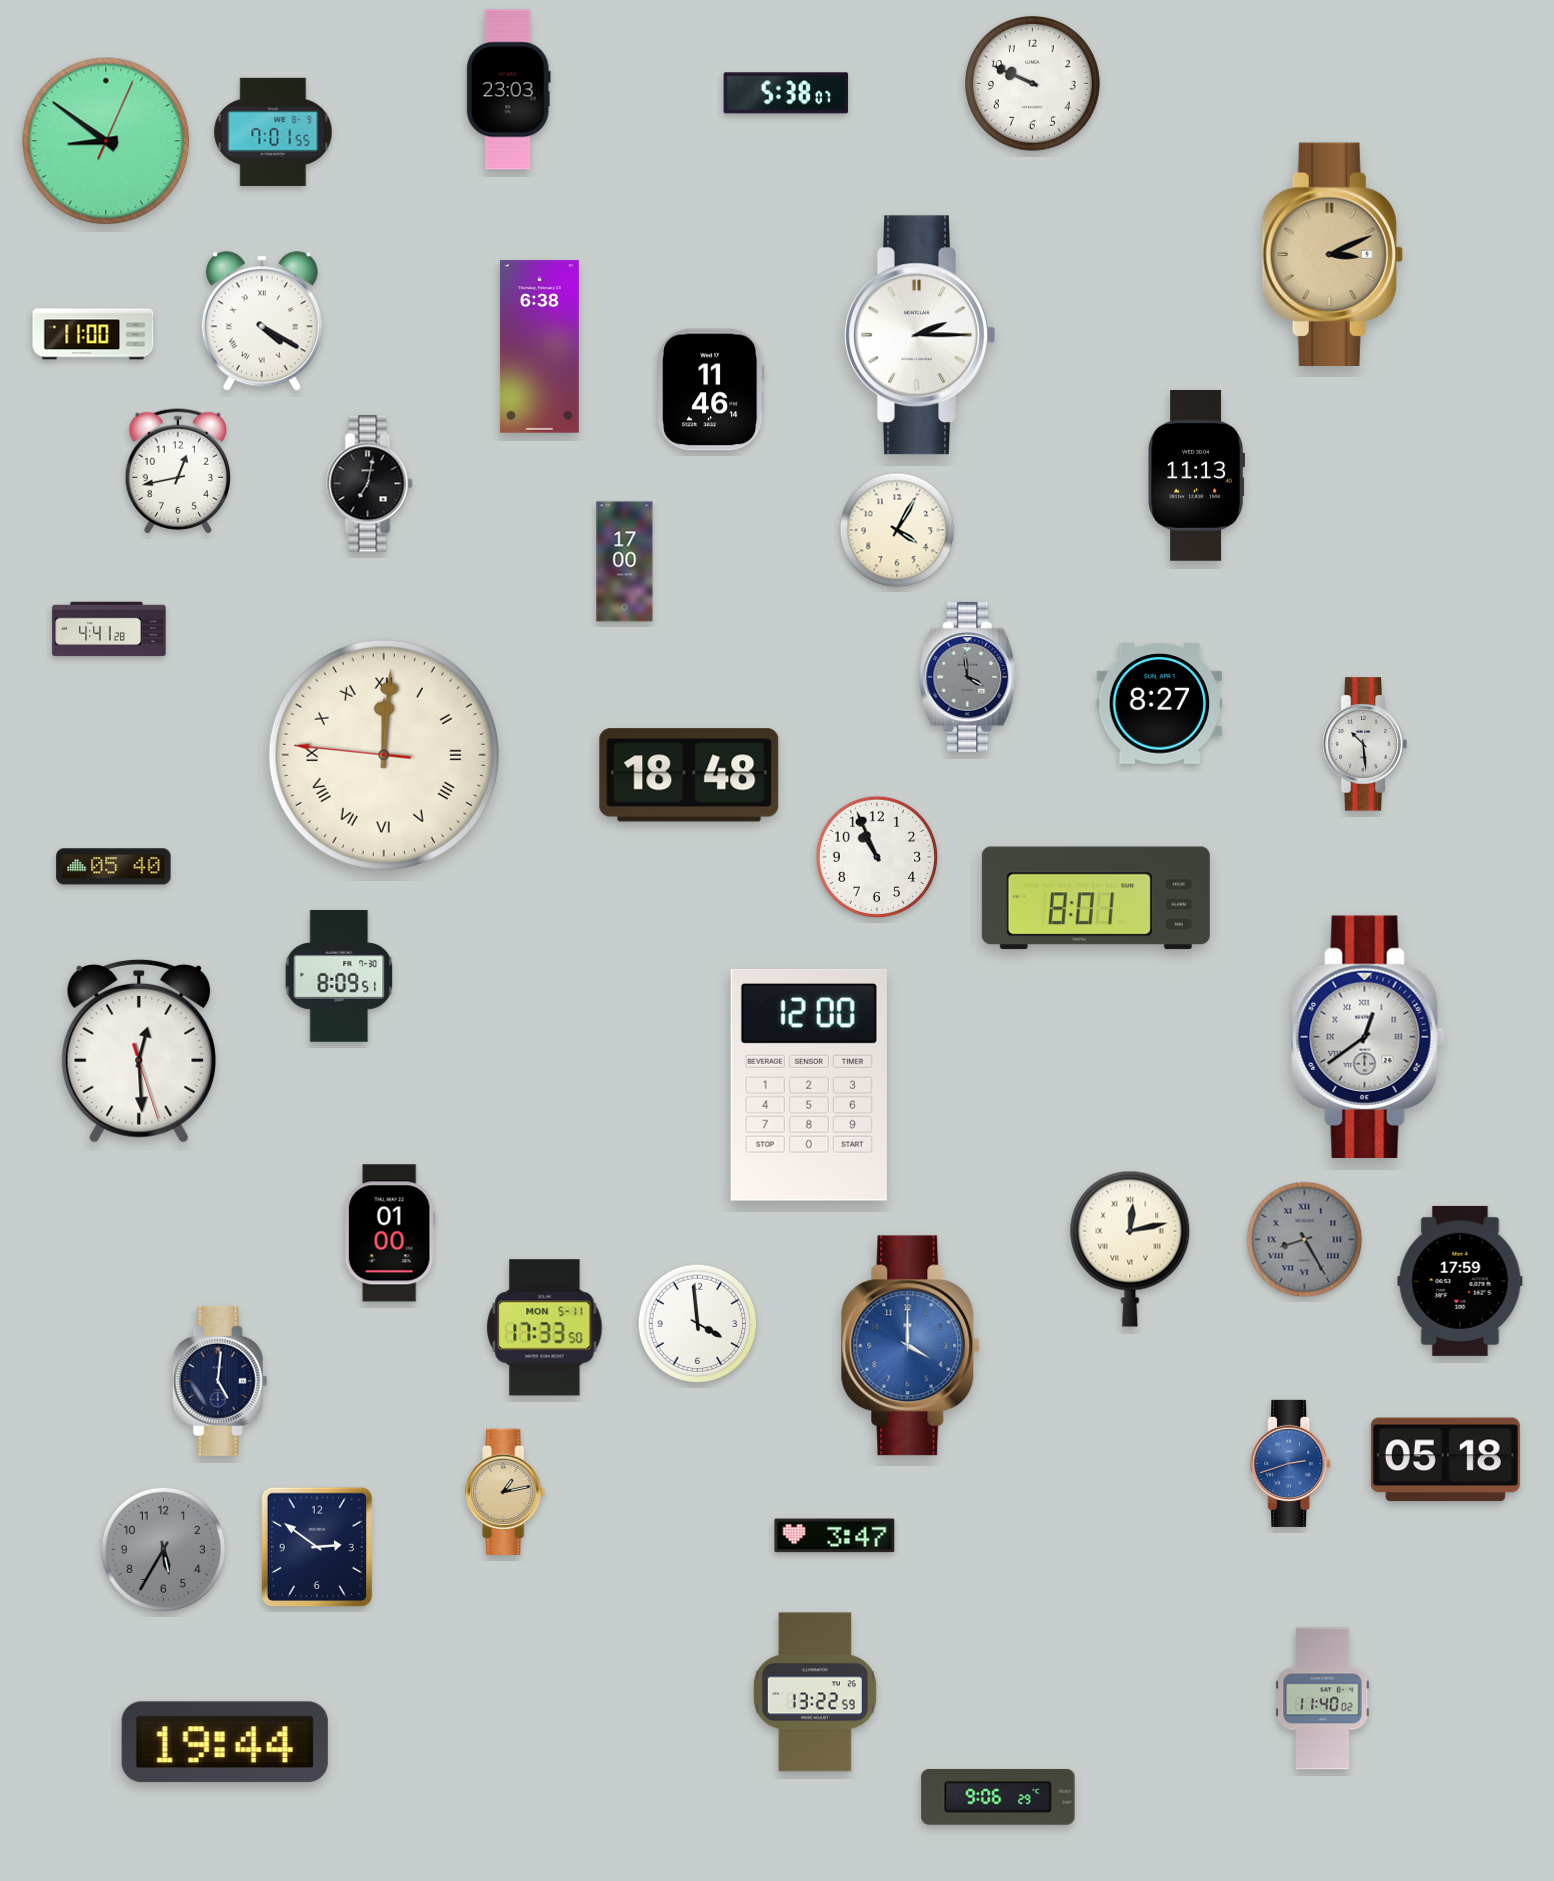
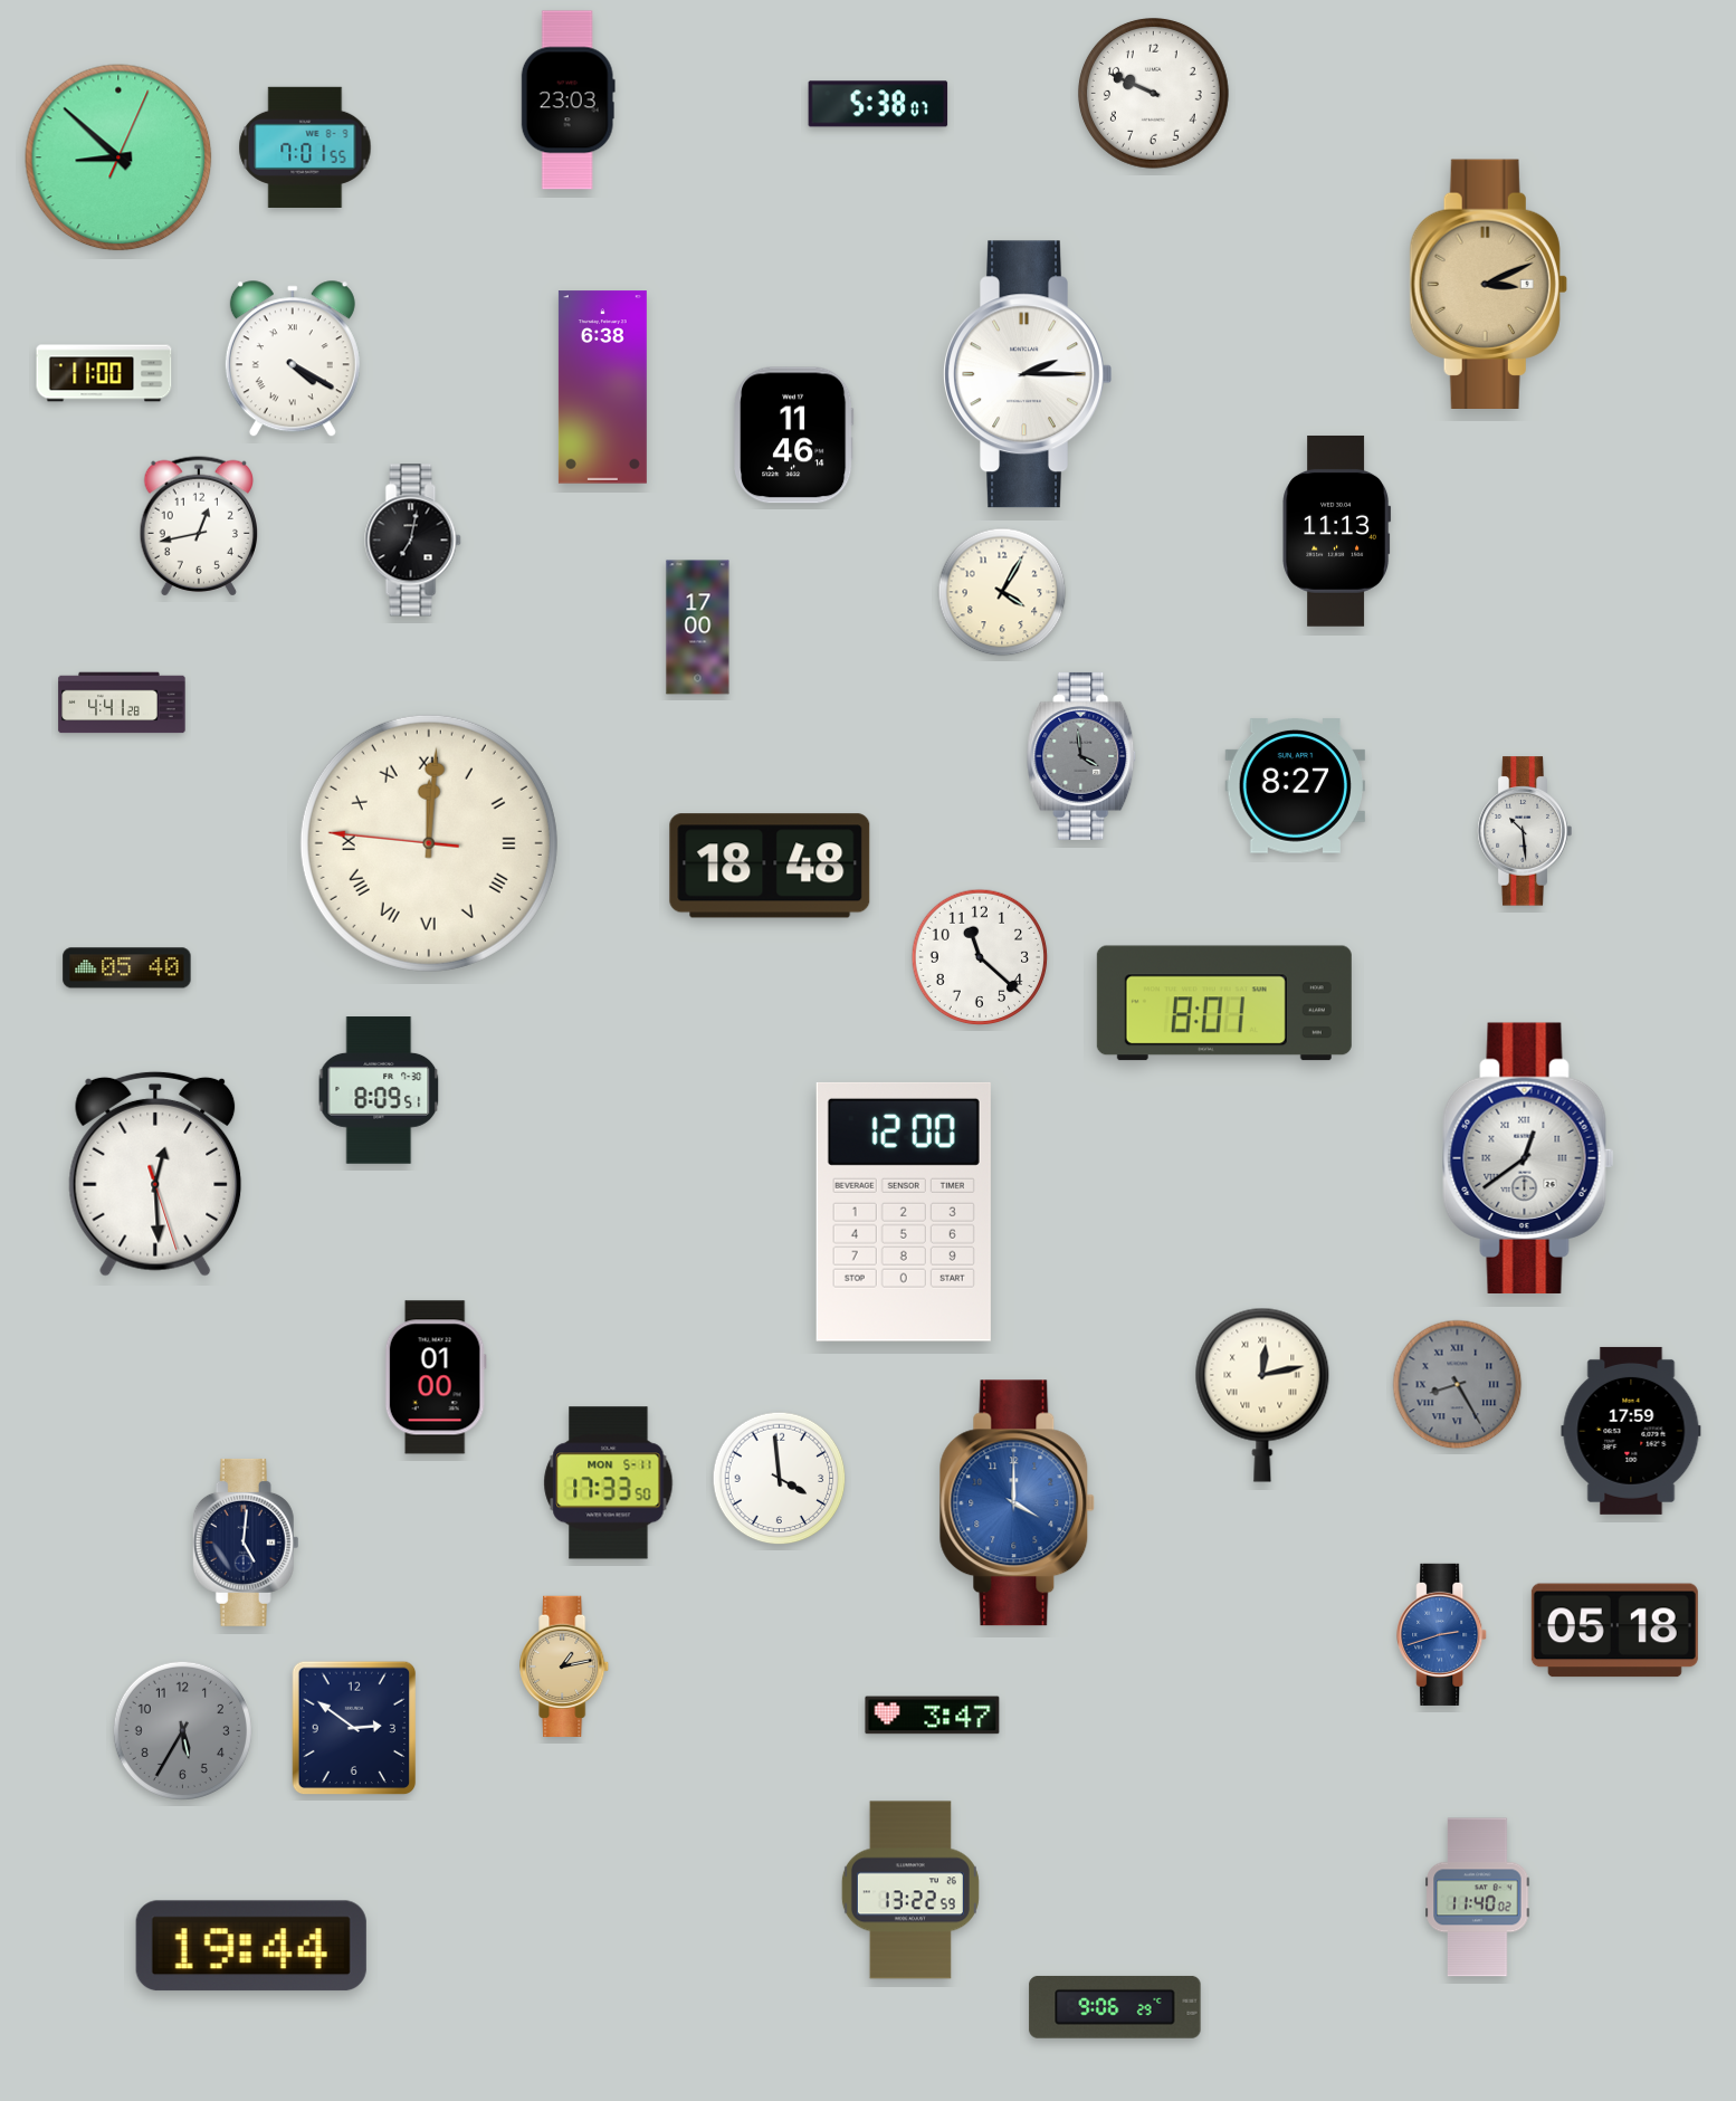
clock at (106, 141): 8:51 -> 8:52
clock at (877, 857): 10:56 -> 11:22
